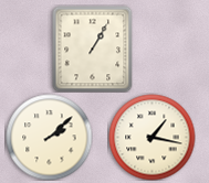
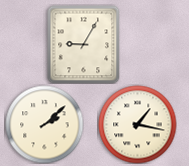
clock at (93, 49): 1:05 -> 9:05
